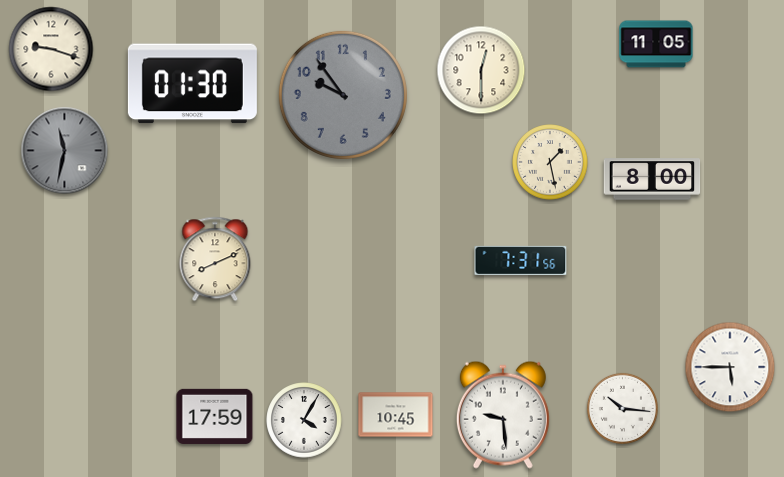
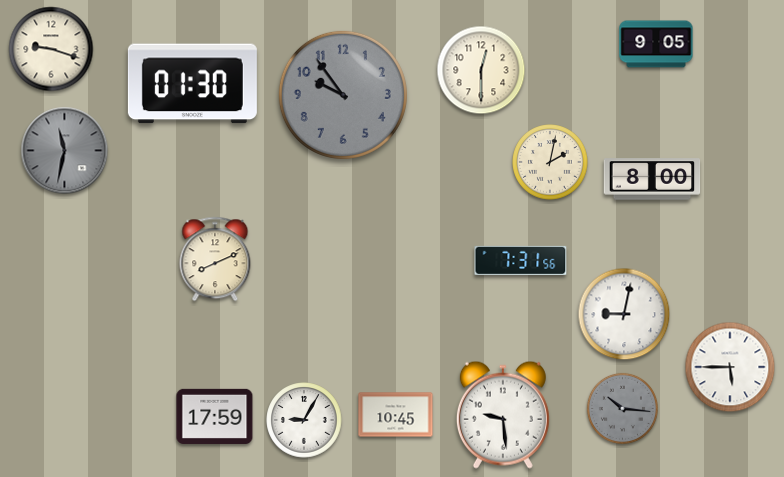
clock at (656, 44): 11:05 -> 9:05
clock at (550, 162): 1:28 -> 2:02
clock at (624, 314): none -> 9:02
clock at (622, 408) dial: white -> grey
clock at (304, 420): 4:05 -> 9:05
